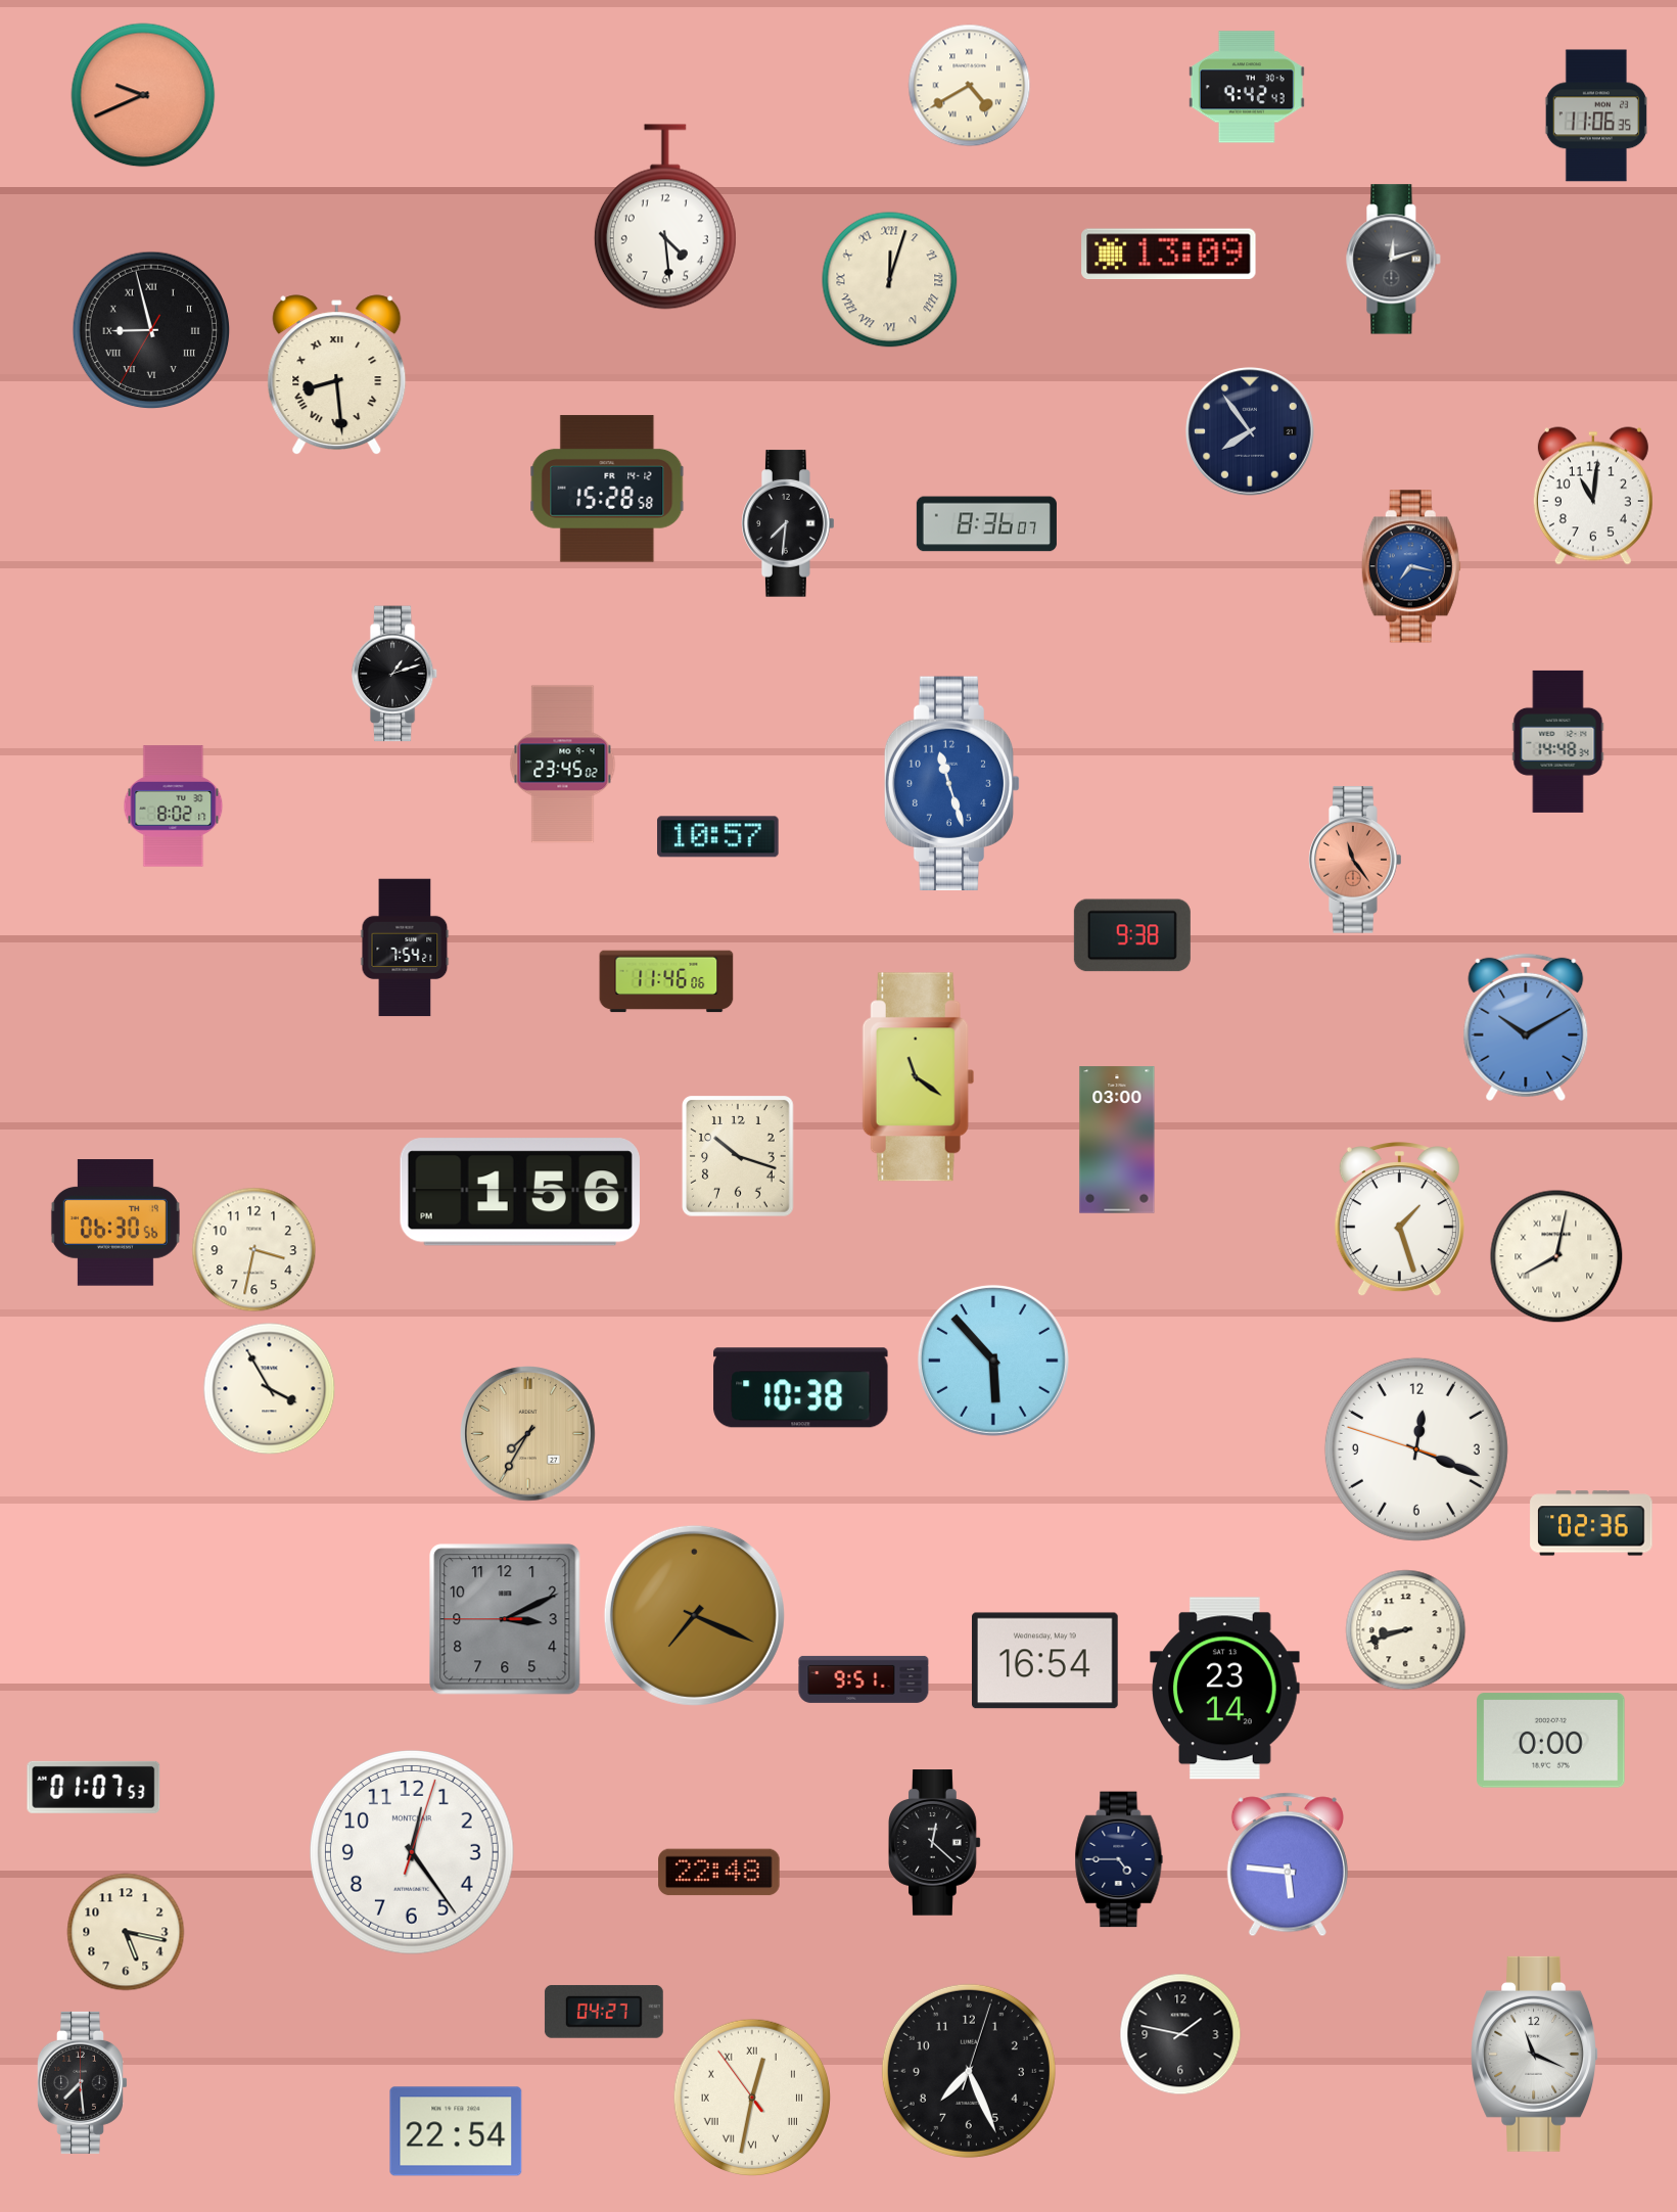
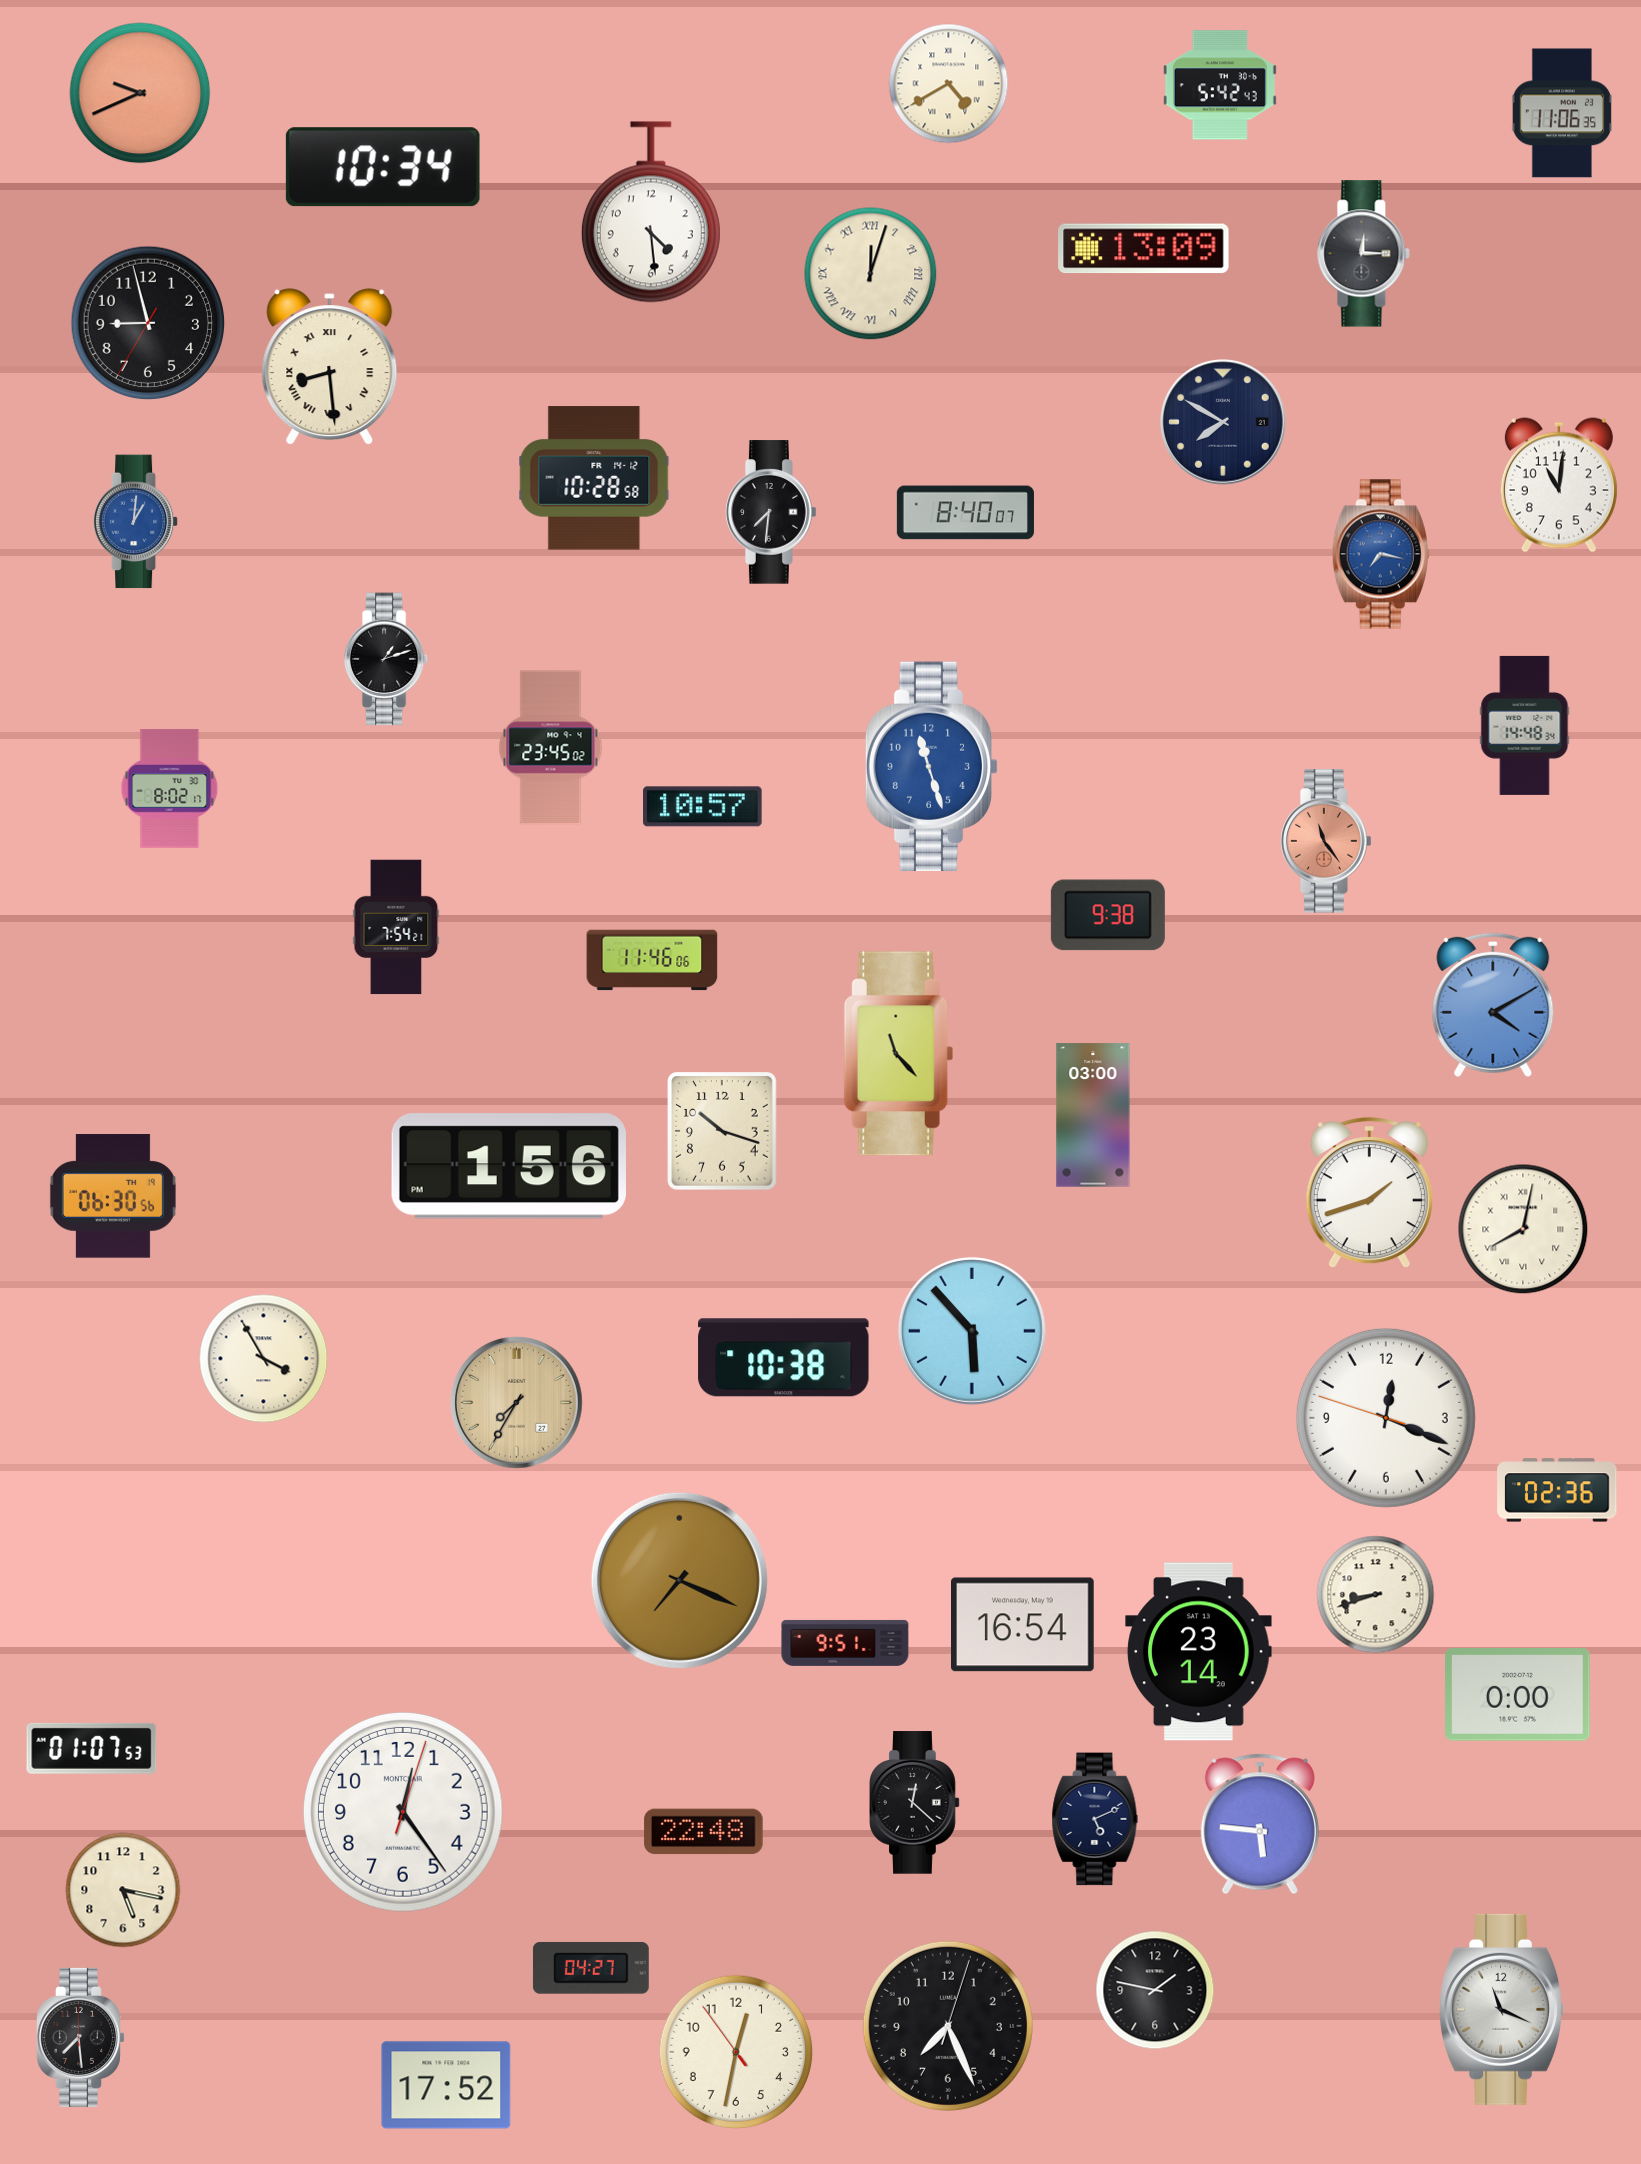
clock at (1247, 87): 9:42 -> 5:42
clock at (383, 167): none -> 10:34
clock at (1394, 260): 12:12 -> 12:15
clock at (151, 330) numerals: Roman -> Arabic
clock at (1250, 431): 7:54 -> 7:50
clock at (607, 489): 15:28 -> 10:28
clock at (986, 524): 8:36 -> 8:40
clock at (136, 522): none -> 1:01
clock at (718, 837) position: (718, 837) -> (703, 807)
clock at (1526, 1027): 10:10 -> 4:10
clock at (918, 1077): 11:21 -> 11:23
clock at (1399, 1219): 1:27 -> 1:42
clock at (254, 1250): 3:32 -> none
clock at (505, 1619): 3:10 -> none
clock at (1551, 1741) position: (1551, 1741) -> (1518, 1695)
clock at (1119, 1859): 4:45 -> 5:11
clock at (752, 2098) numerals: Roman -> Arabic
clock at (456, 2131): 22:54 -> 17:52
